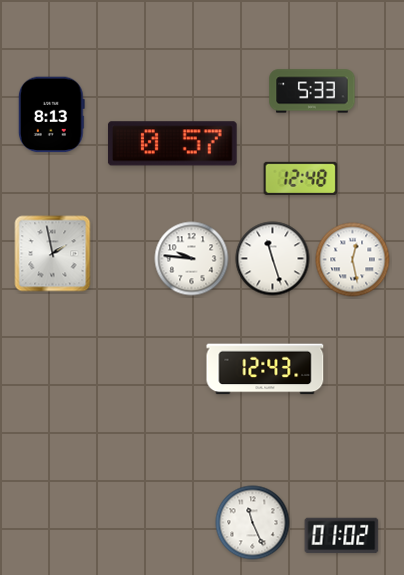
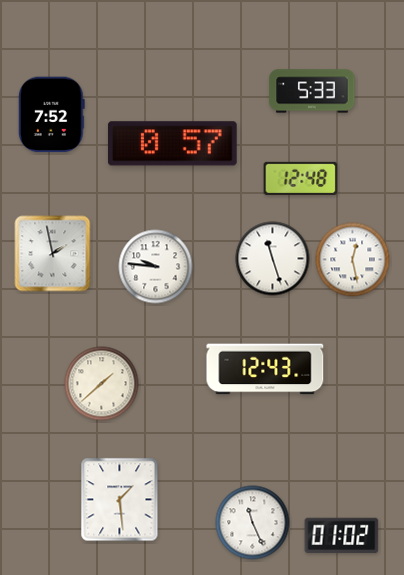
clock at (51, 115): 8:13 -> 7:52
clock at (192, 259) position: (192, 259) -> (156, 267)
clock at (102, 384): none -> 1:38
clock at (120, 500): none -> 1:29
